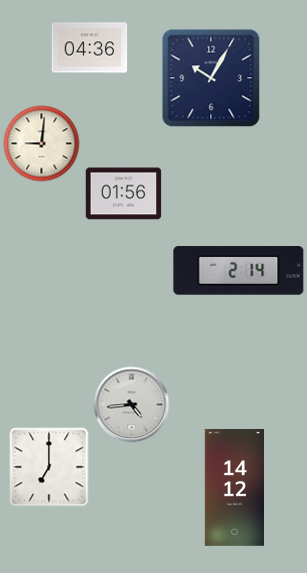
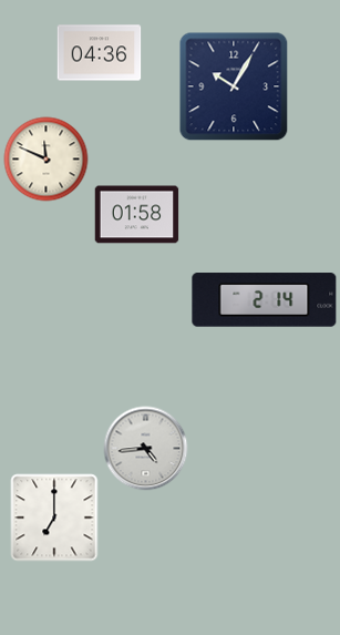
clock at (42, 144): 9:01 -> 11:49
clock at (124, 194): 01:56 -> 01:58
clock at (234, 488): 14:12 -> none
